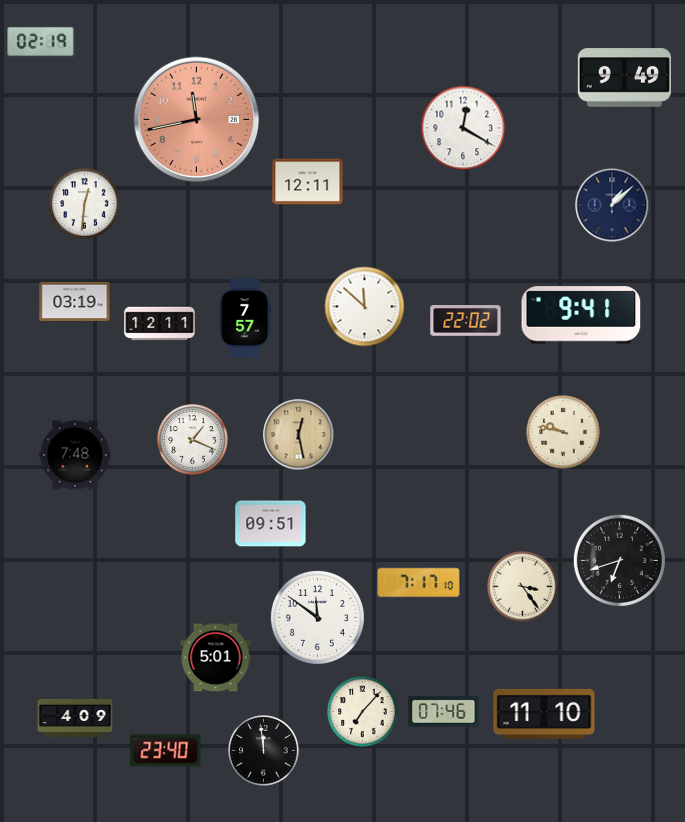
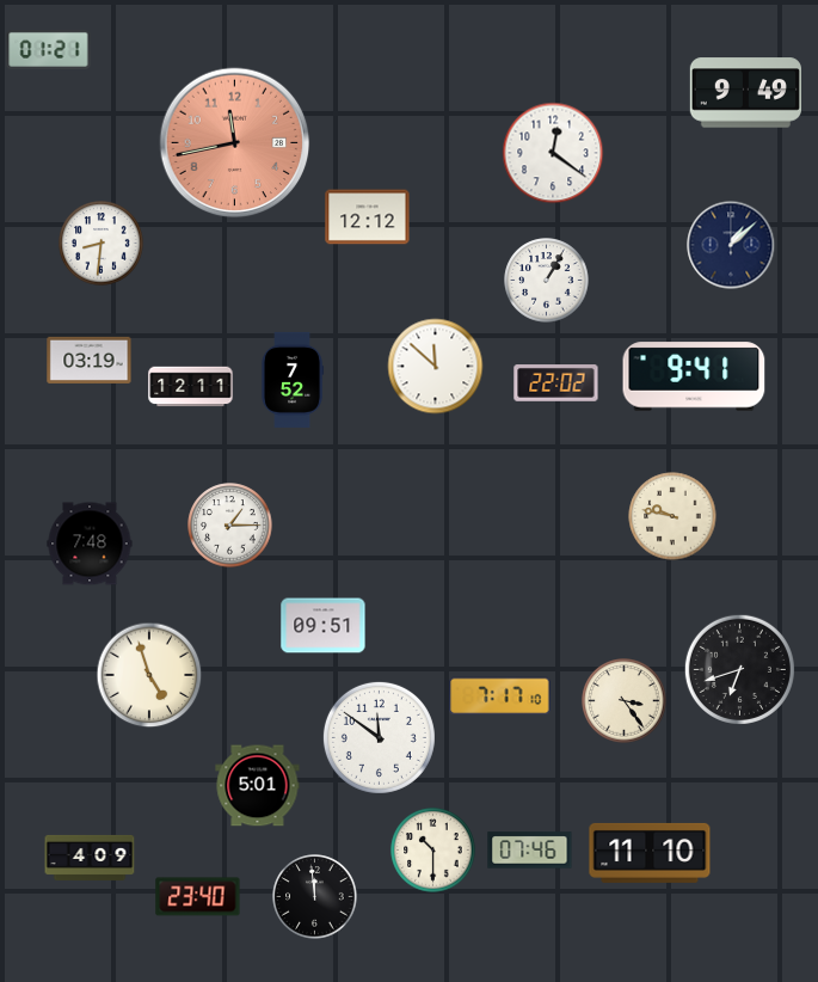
clock at (41, 41): 02:19 -> 01:21
clock at (463, 128): 12:20 -> 12:21
clock at (308, 182): 12:11 -> 12:12
clock at (85, 204): 12:31 -> 8:31
clock at (547, 281): none -> 1:05
clock at (246, 318): 7:57 -> 7:52
clock at (299, 435): 12:28 -> none
clock at (193, 440): 1:19 -> 1:15
clock at (149, 675): none -> 4:57
clock at (363, 712): 7:07 -> 10:30
